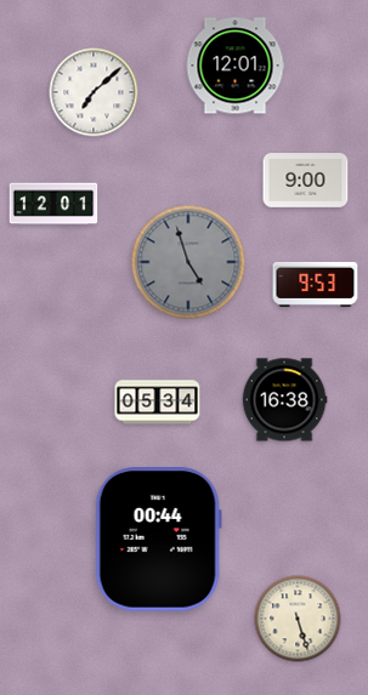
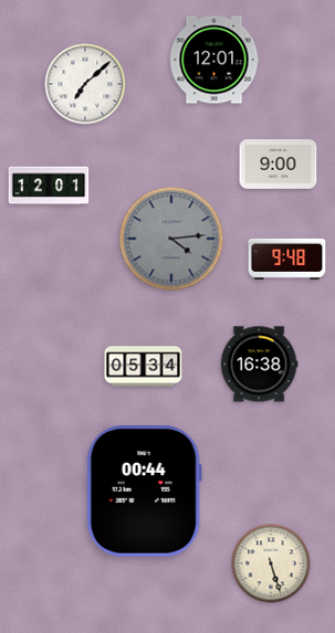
clock at (188, 262): 4:57 -> 4:14
clock at (316, 284): 9:53 -> 9:48
